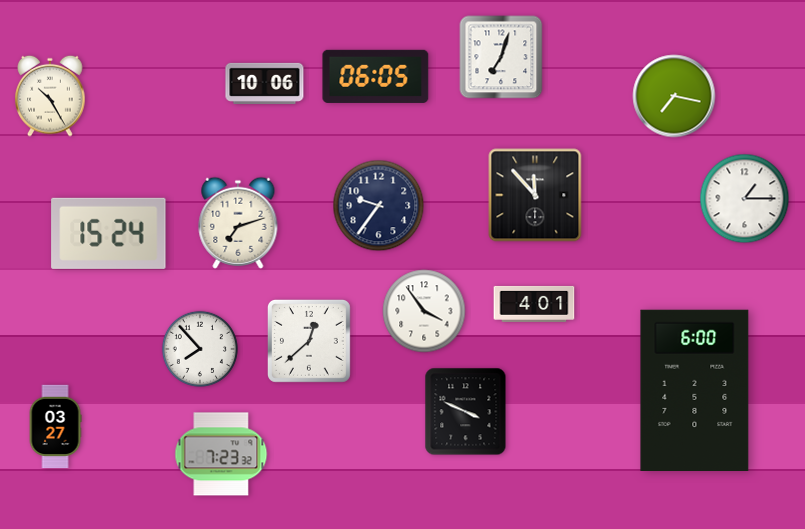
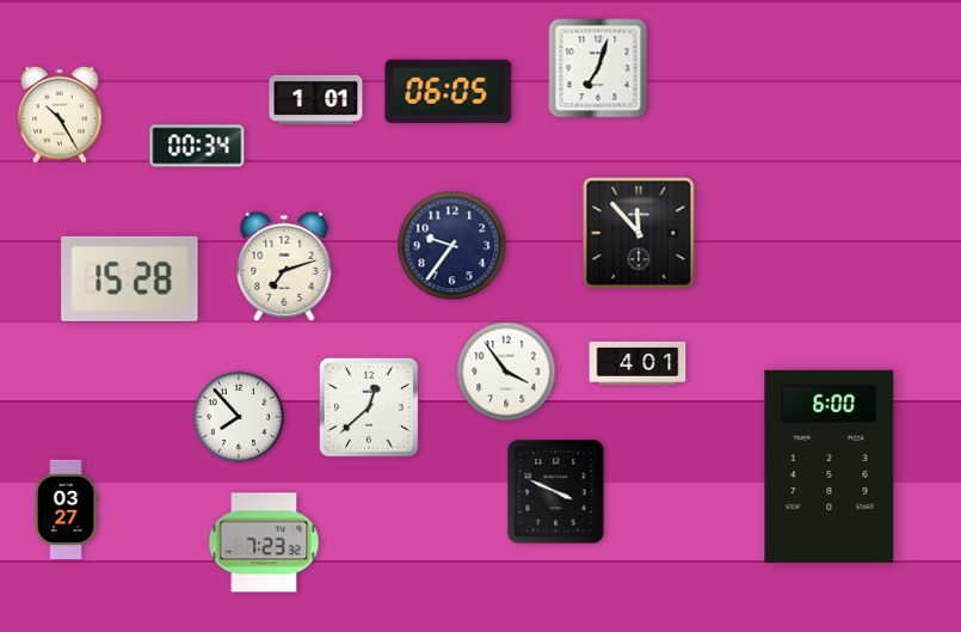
clock at (265, 83): 10:06 -> 1:01
clock at (674, 96): 7:17 -> none
clock at (197, 146): none -> 00:34
clock at (745, 199): 1:15 -> none
clock at (109, 233): 15:24 -> 15:28
